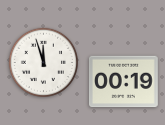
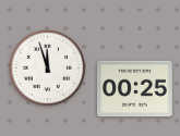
clock at (123, 82): 00:19 -> 00:25
